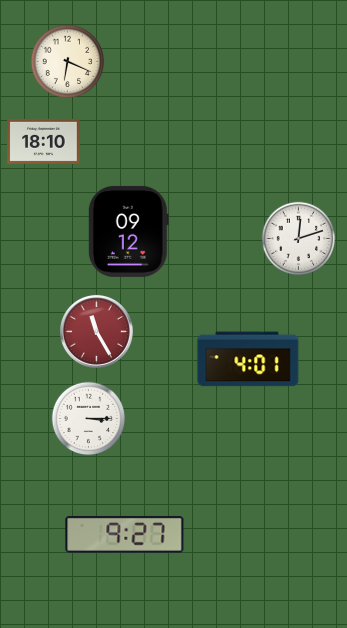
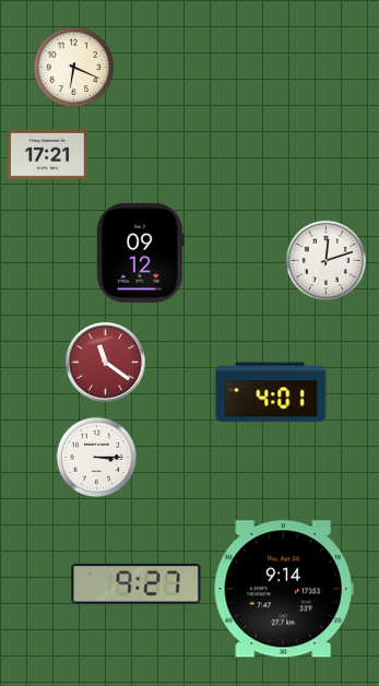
clock at (44, 141): 18:10 -> 17:21
clock at (96, 331): 11:25 -> 11:21
clock at (284, 589): none -> 9:14
